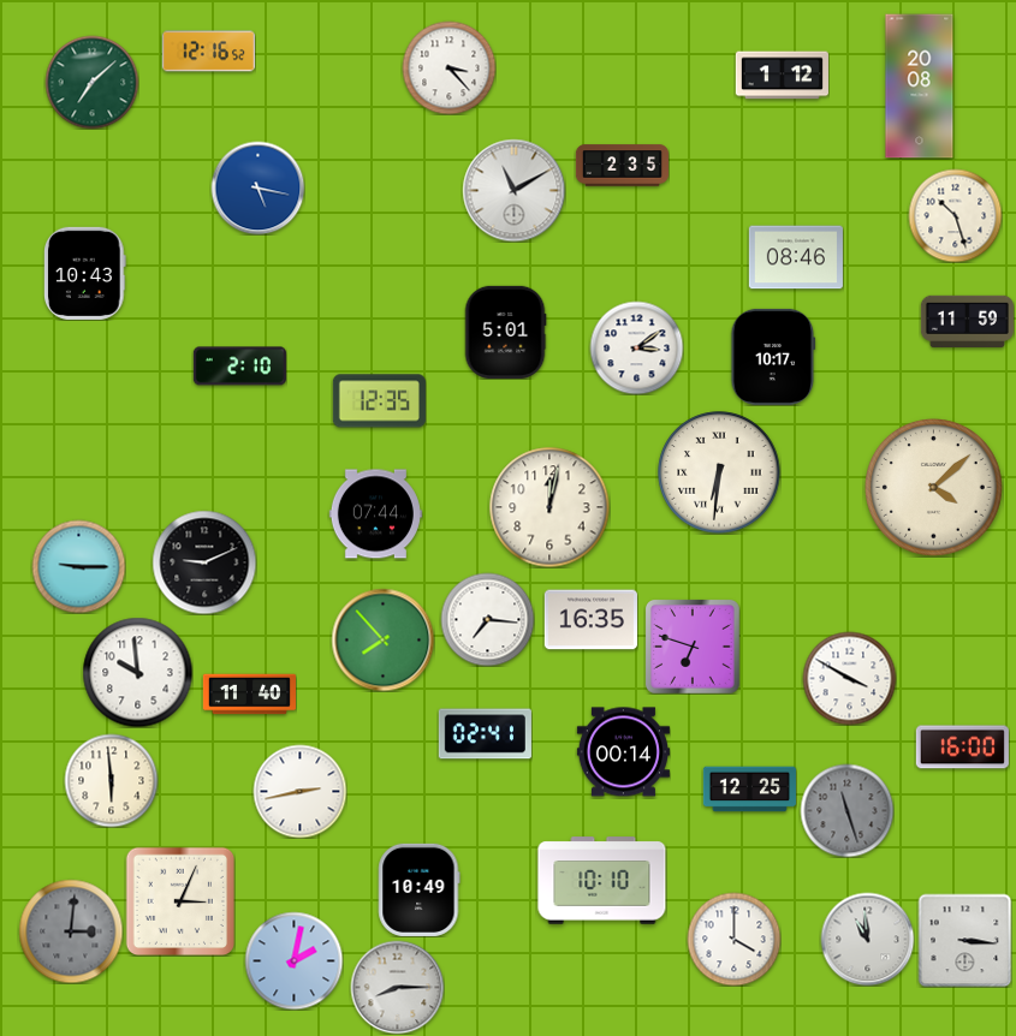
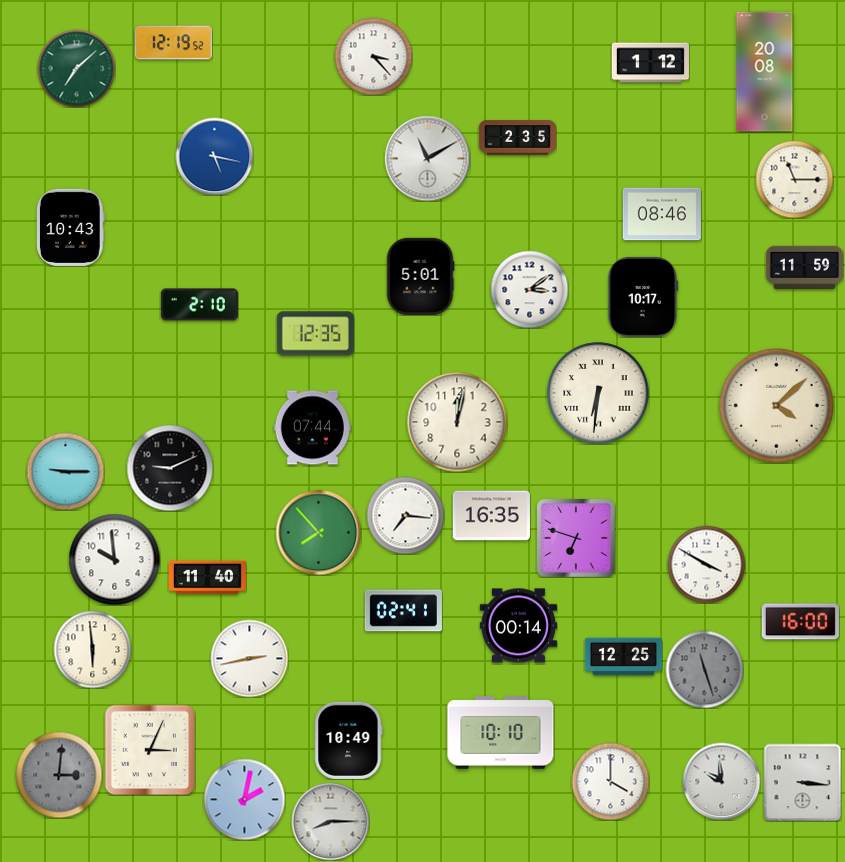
clock at (208, 52): 12:16 -> 12:19
clock at (955, 215): 10:27 -> 11:15
clock at (846, 810) position: (846, 810) -> (704, 669)
clock at (867, 939): 10:59 -> 9:59
